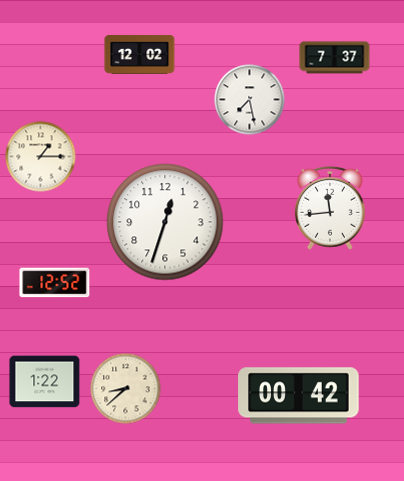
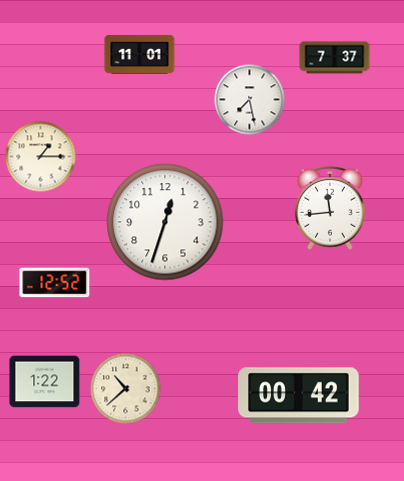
clock at (140, 54): 12:02 -> 11:01
clock at (126, 389): 8:38 -> 10:38
